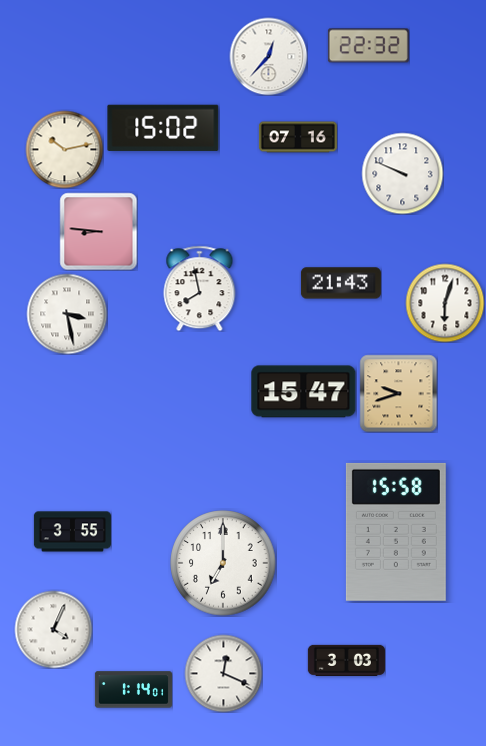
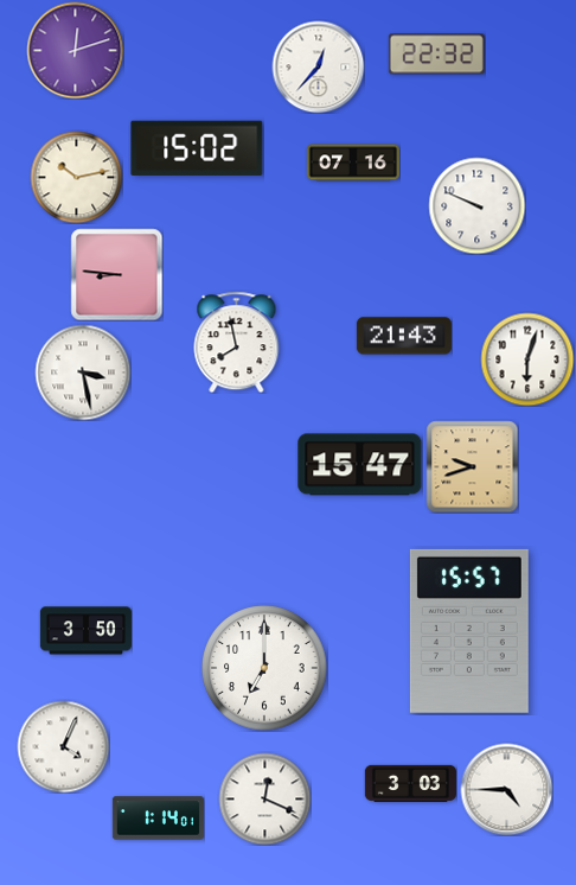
clock at (75, 50): none -> 12:12
clock at (163, 128) position: (163, 128) -> (197, 148)
clock at (67, 314) position: (67, 314) -> (83, 373)
clock at (72, 532): 3:55 -> 3:50
clock at (396, 532): 15:58 -> 15:57
clock at (506, 789): none -> 4:45
